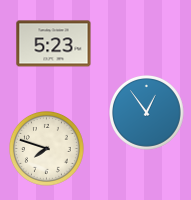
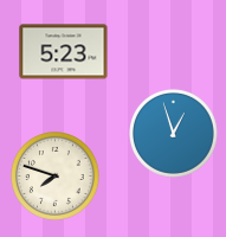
clock at (147, 113): 12:54 -> 12:57
